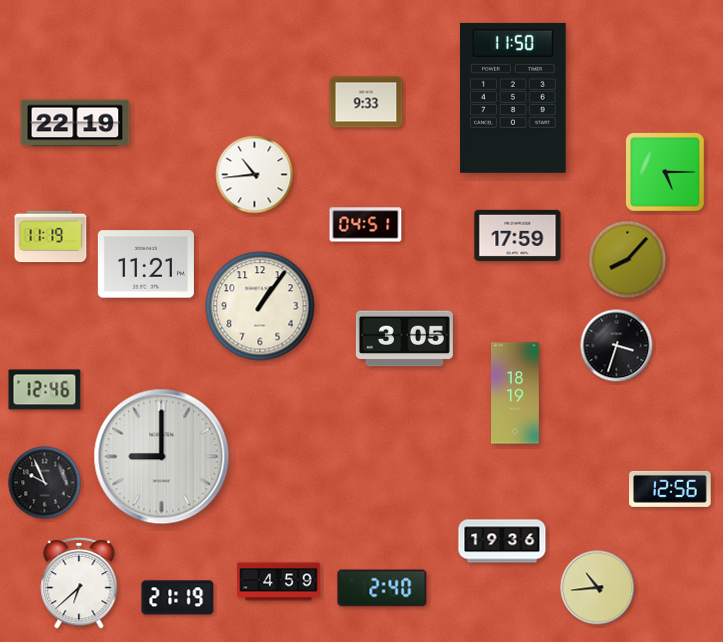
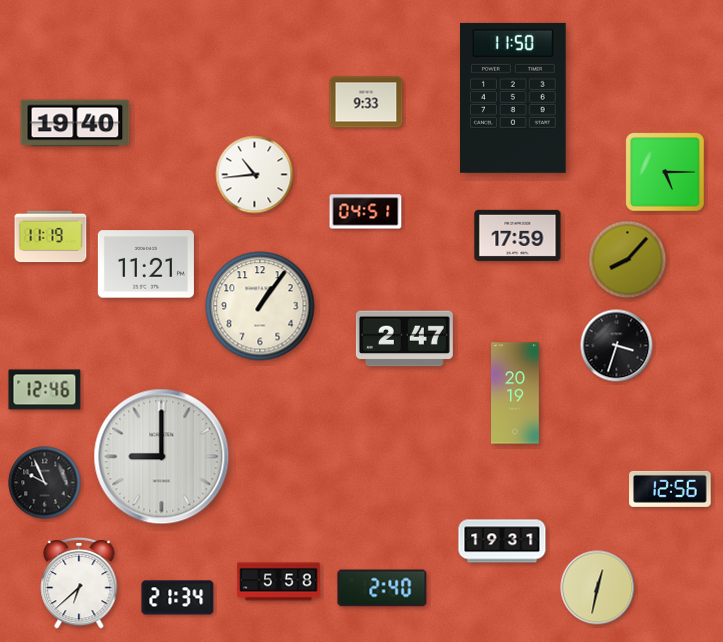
clock at (75, 123): 22:19 -> 19:40
clock at (366, 225) position: (366, 225) -> (366, 212)
clock at (404, 339): 3:05 -> 2:47
clock at (516, 393): 18:19 -> 20:19
clock at (502, 541): 19:36 -> 19:31
clock at (279, 582): 4:59 -> 5:58
clock at (598, 588): 10:44 -> 12:32
clock at (178, 598): 21:19 -> 21:34
